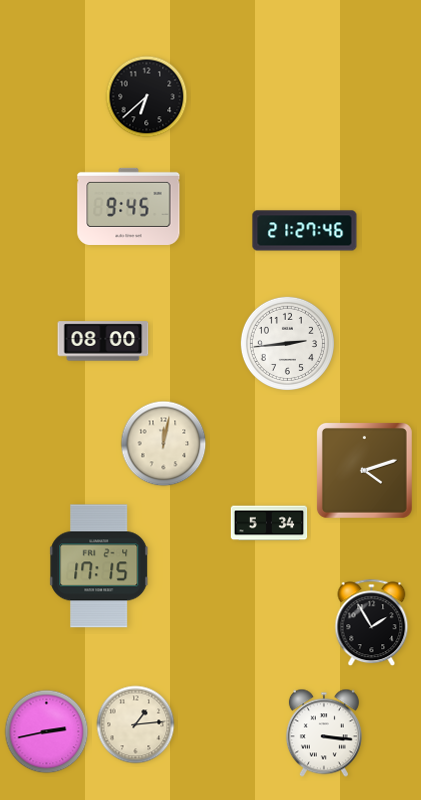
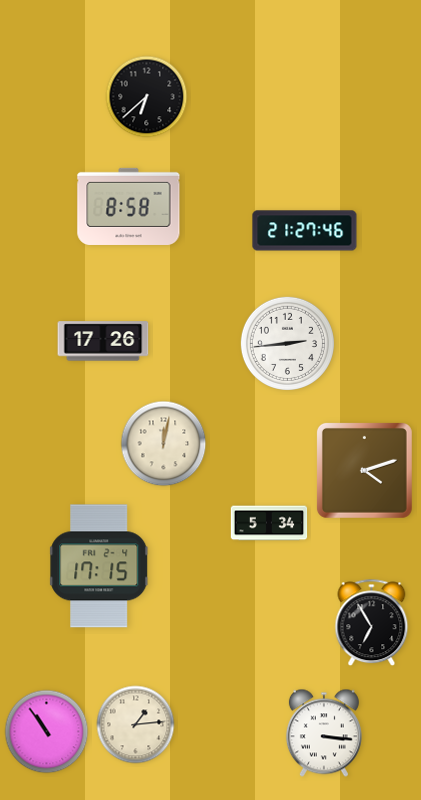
clock at (129, 206): 9:45 -> 8:58
clock at (103, 341): 08:00 -> 17:26
clock at (372, 623): 1:55 -> 6:55
clock at (47, 732): 2:43 -> 10:54
